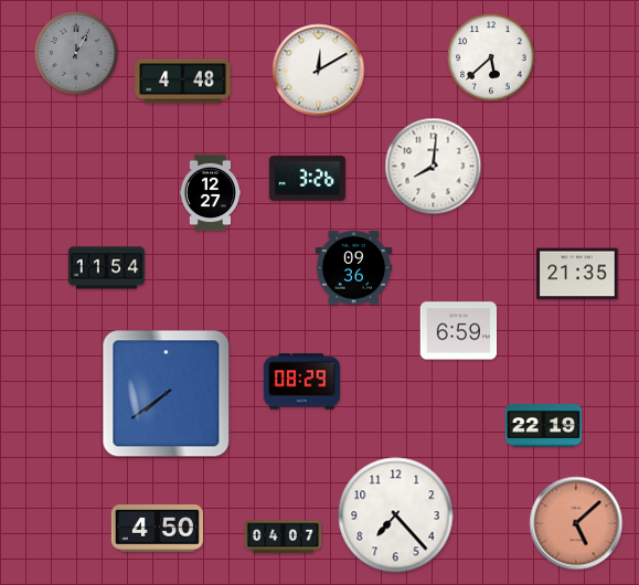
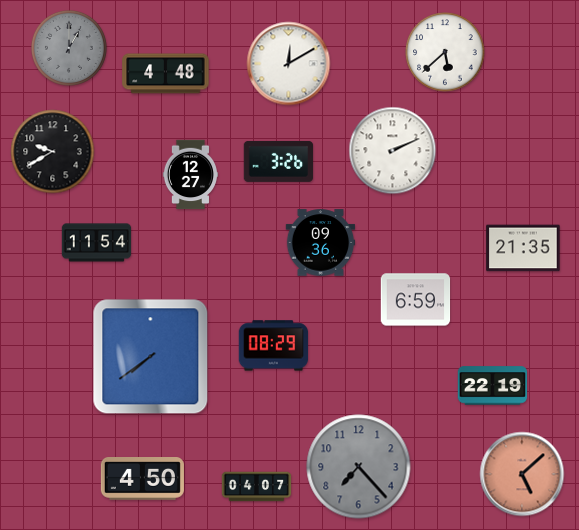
clock at (434, 167): 8:01 -> 2:11
clock at (53, 152): none -> 9:40
clock at (396, 515) dial: white -> grey
